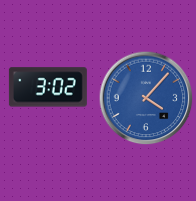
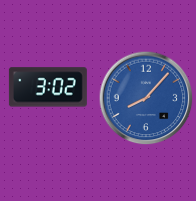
clock at (146, 98): 4:07 -> 8:07
